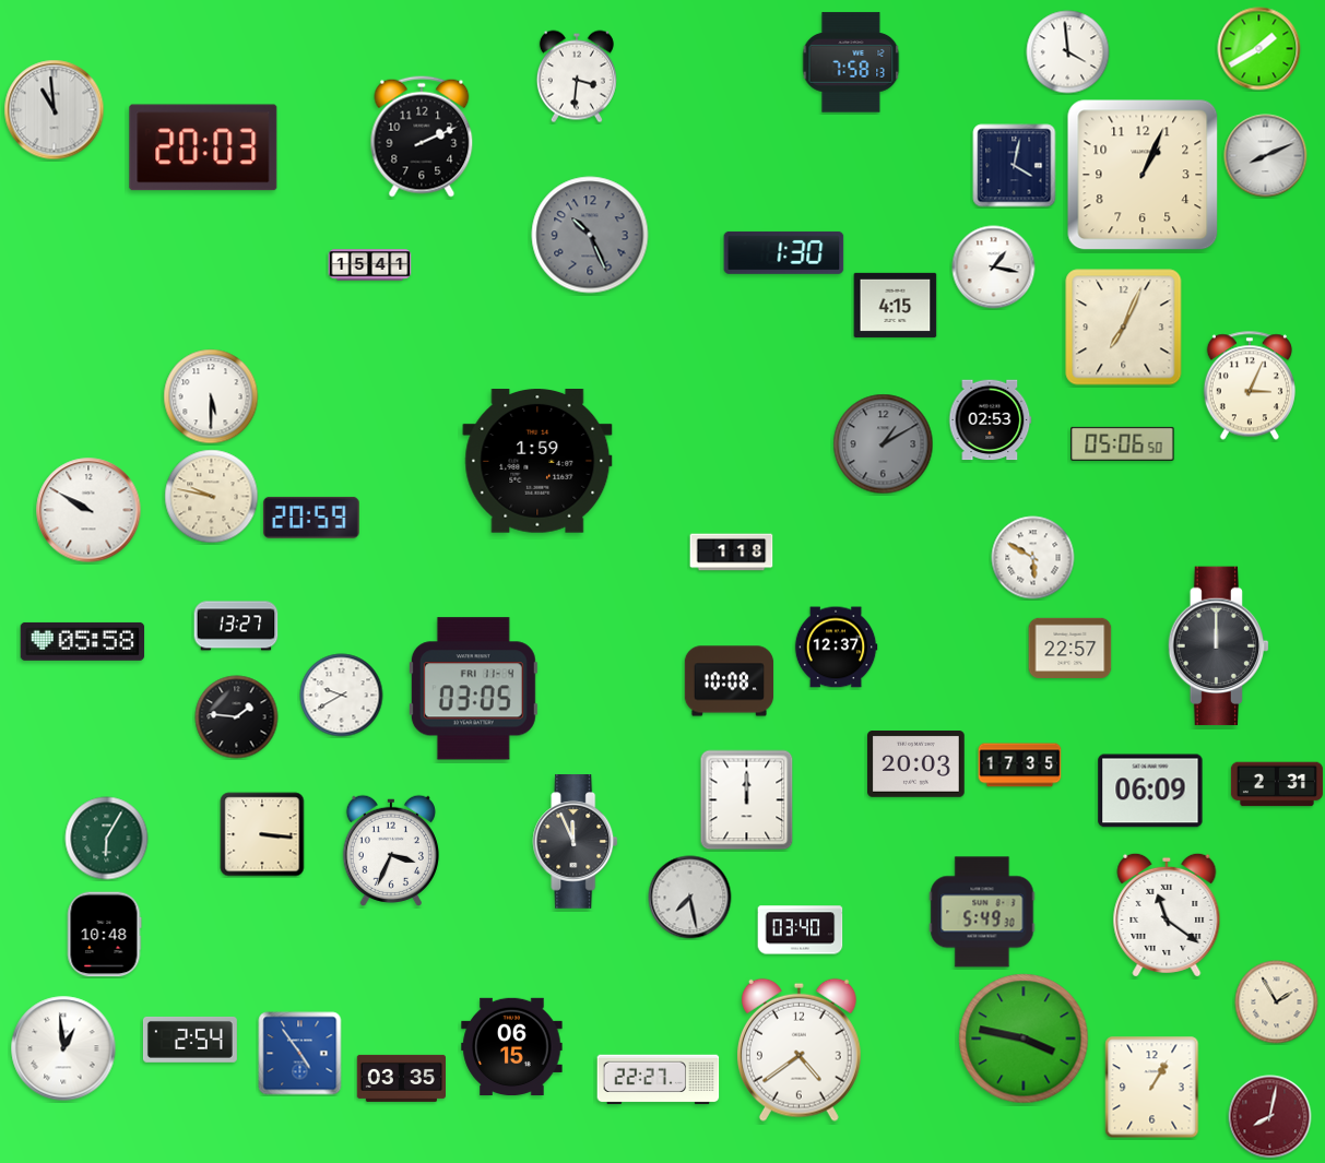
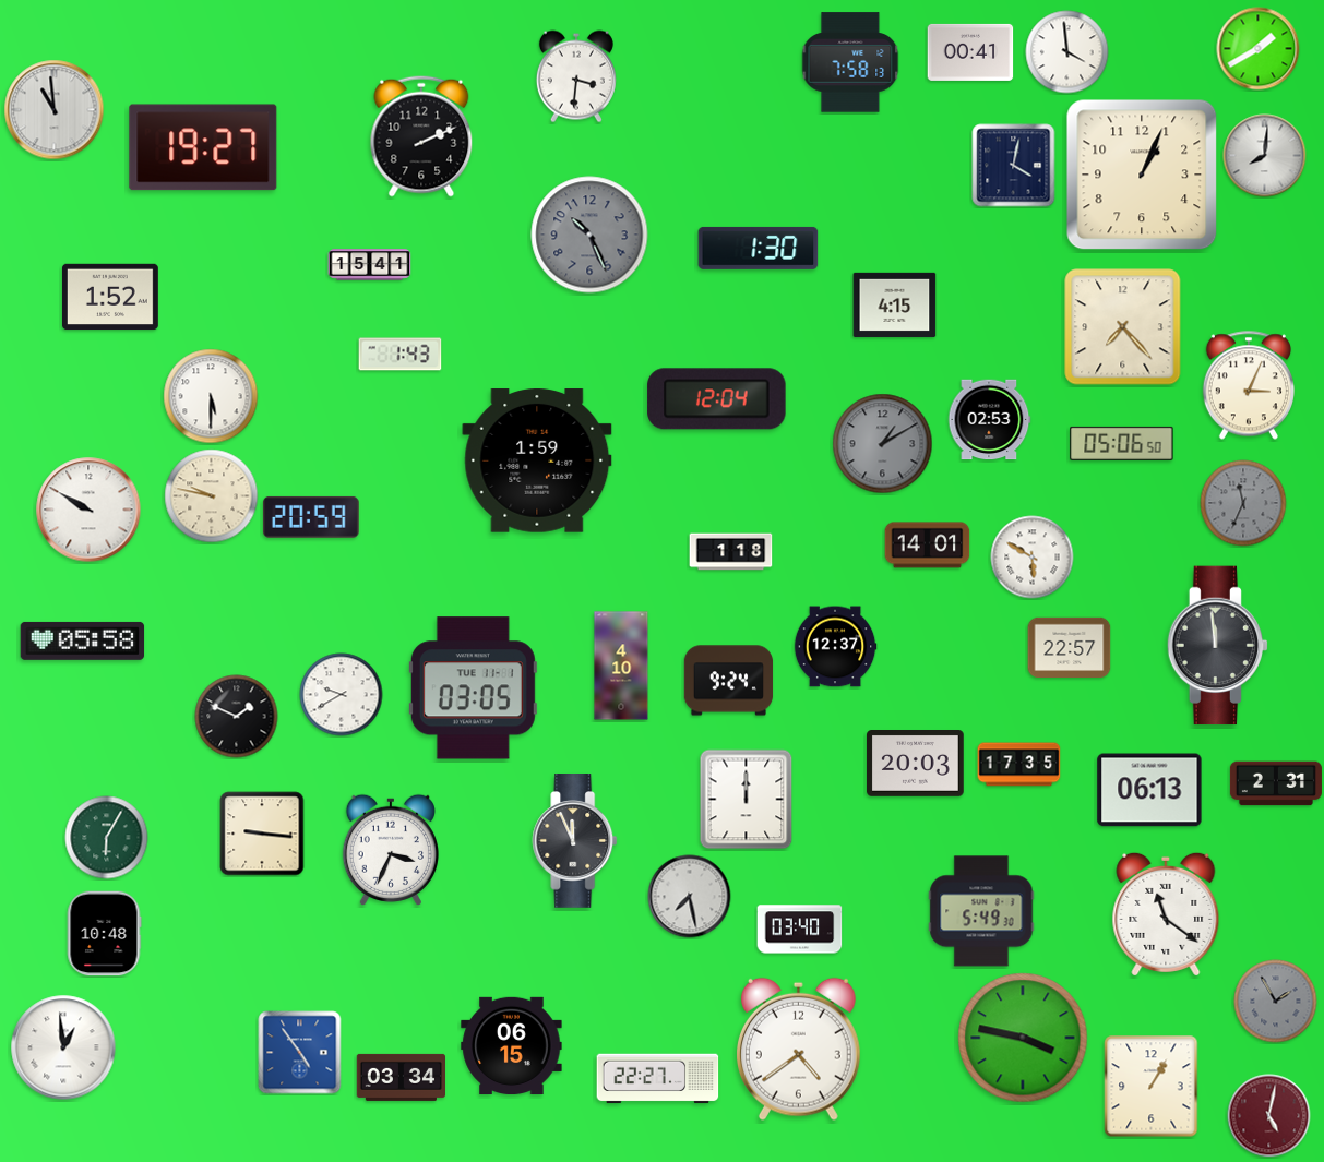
clock at (970, 52): none -> 00:41
clock at (203, 147): 20:03 -> 19:27
clock at (1266, 156): 8:11 -> 8:01
clock at (784, 252) position: (784, 252) -> (759, 248)
clock at (994, 268): 1:17 -> none
clock at (111, 297): none -> 1:52
clock at (1124, 328): 7:04 -> 7:23
clock at (401, 355): none -> 1:43
clock at (717, 399): none -> 12:04
clock at (1243, 503): none -> 11:34
clock at (928, 546): none -> 14:01
clock at (236, 626): 13:27 -> none
clock at (1218, 646): 12:00 -> 11:59
clock at (621, 666): none -> 4:10
clock at (730, 681): 10:08 -> 9:24
clock at (473, 689) date: FRI 11-4 -> TUE 11-1
clock at (237, 717): 1:46 -> 1:49
clock at (1150, 791): 06:09 -> 06:13
clock at (262, 834): 3:16 -> 9:16
clock at (1277, 1002) dial: cream -> grey
clock at (190, 1040): 2:54 -> none
clock at (401, 1078): 03:35 -> 03:34
clock at (1270, 1117): 8:02 -> 5:02
